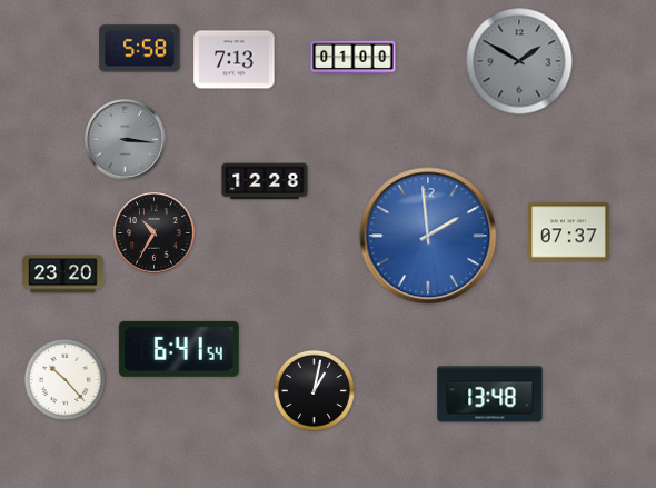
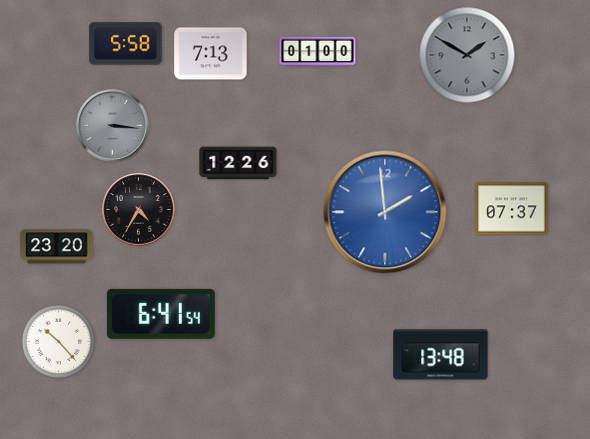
clock at (265, 181): 12:28 -> 12:26
clock at (155, 233): 10:35 -> 4:35
clock at (314, 390): 1:02 -> none
